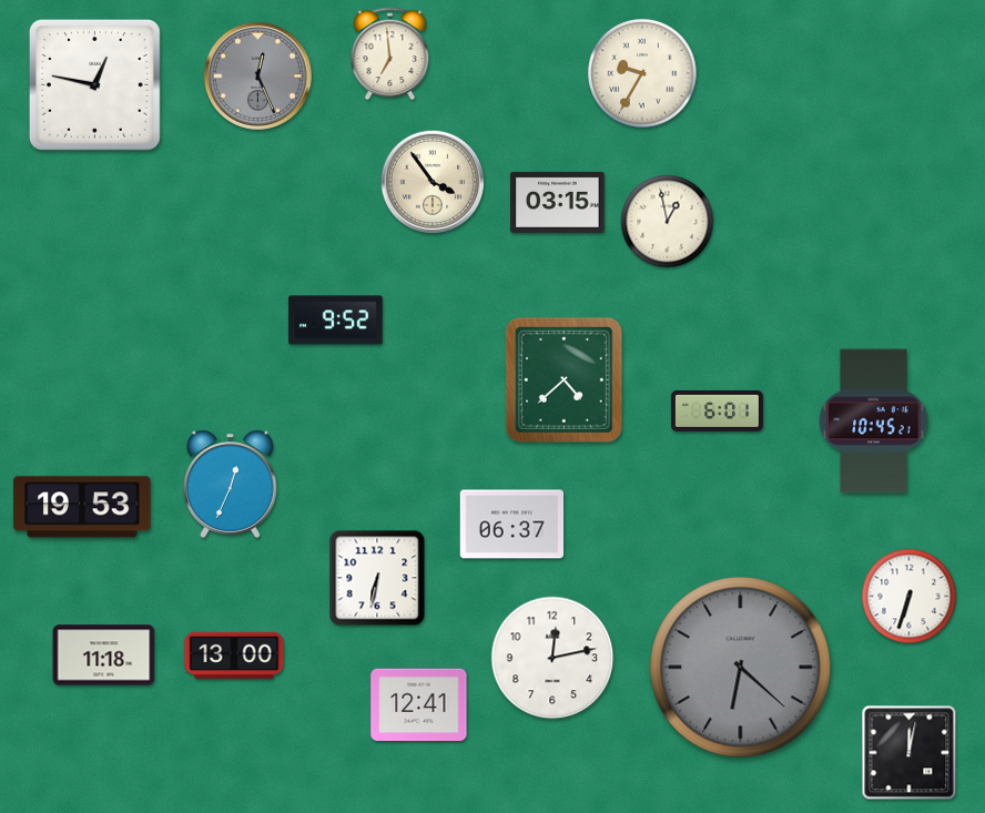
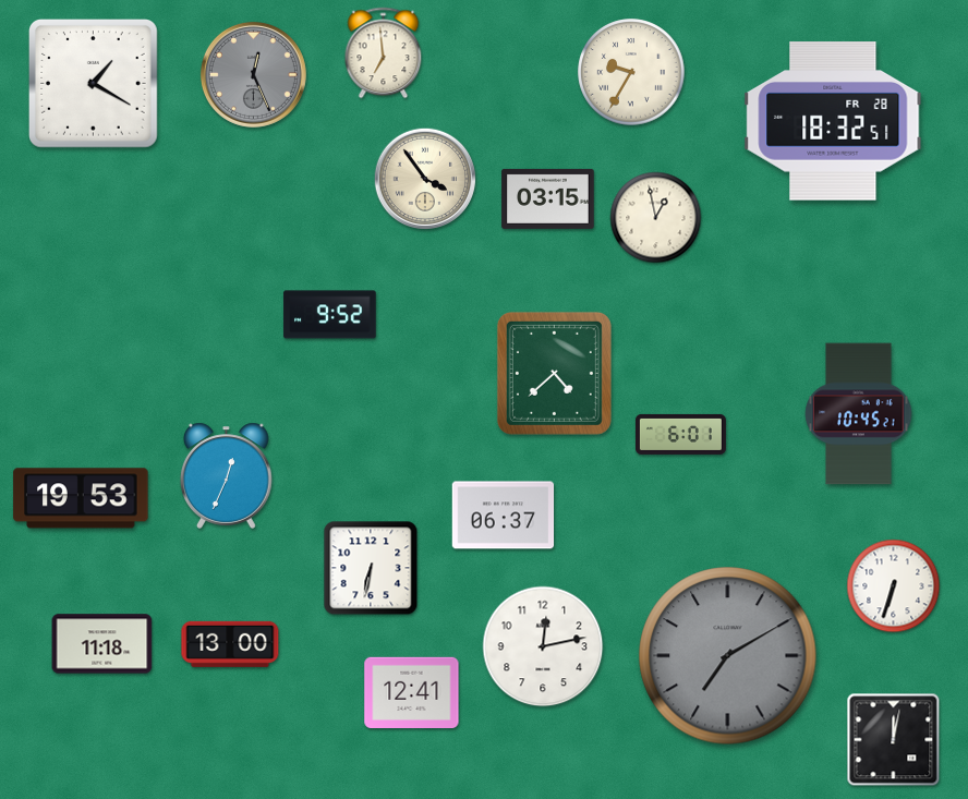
clock at (95, 85): 12:47 -> 1:20
clock at (833, 121): none -> 18:32
clock at (717, 410) position: (717, 410) -> (680, 434)
clock at (741, 668): 6:22 -> 7:10
